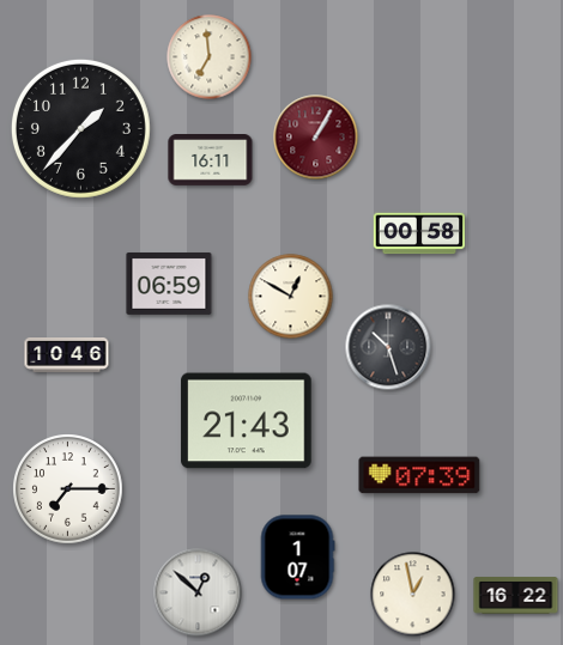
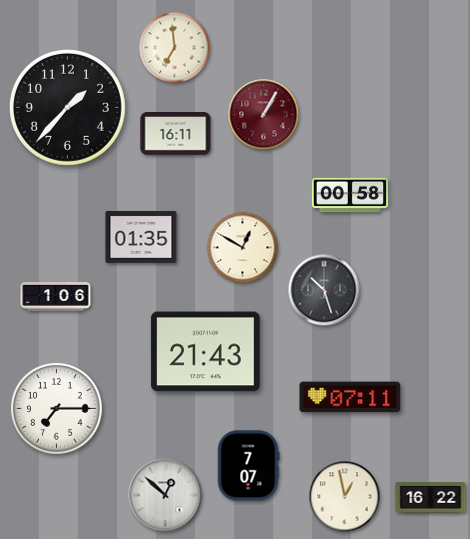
clock at (169, 284): 06:59 -> 01:35
clock at (67, 355): 10:46 -> 1:06
clock at (419, 475): 07:39 -> 07:11
clock at (297, 558): 1:07 -> 7:07
